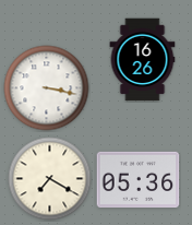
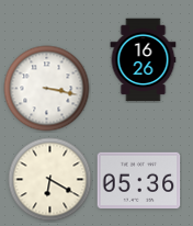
clock at (50, 179): 7:20 -> 6:20
